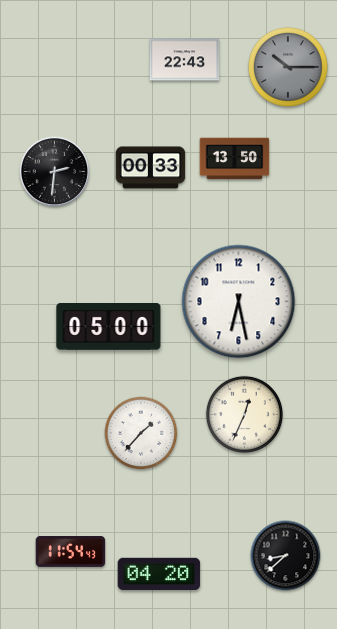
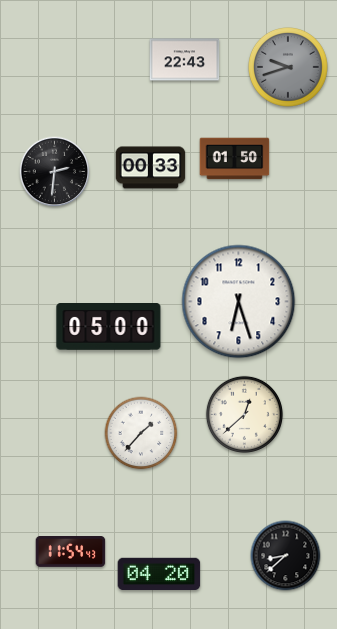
clock at (289, 68): 10:15 -> 9:42
clock at (235, 159): 13:50 -> 01:50
clock at (239, 302): 6:28 -> 6:27
clock at (244, 414): 12:34 -> 12:38
